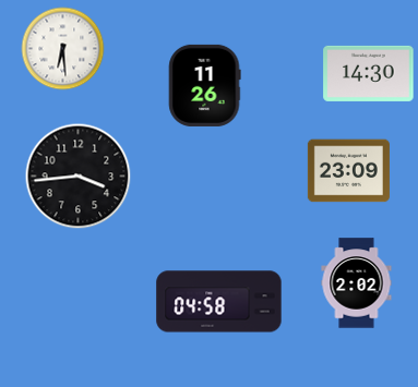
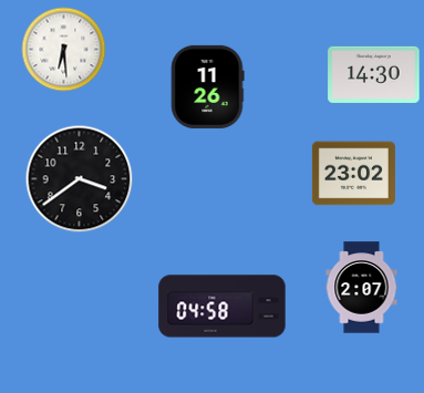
clock at (348, 171): 23:09 -> 23:02
clock at (79, 177): 3:44 -> 3:39
clock at (357, 283): 2:02 -> 2:07
